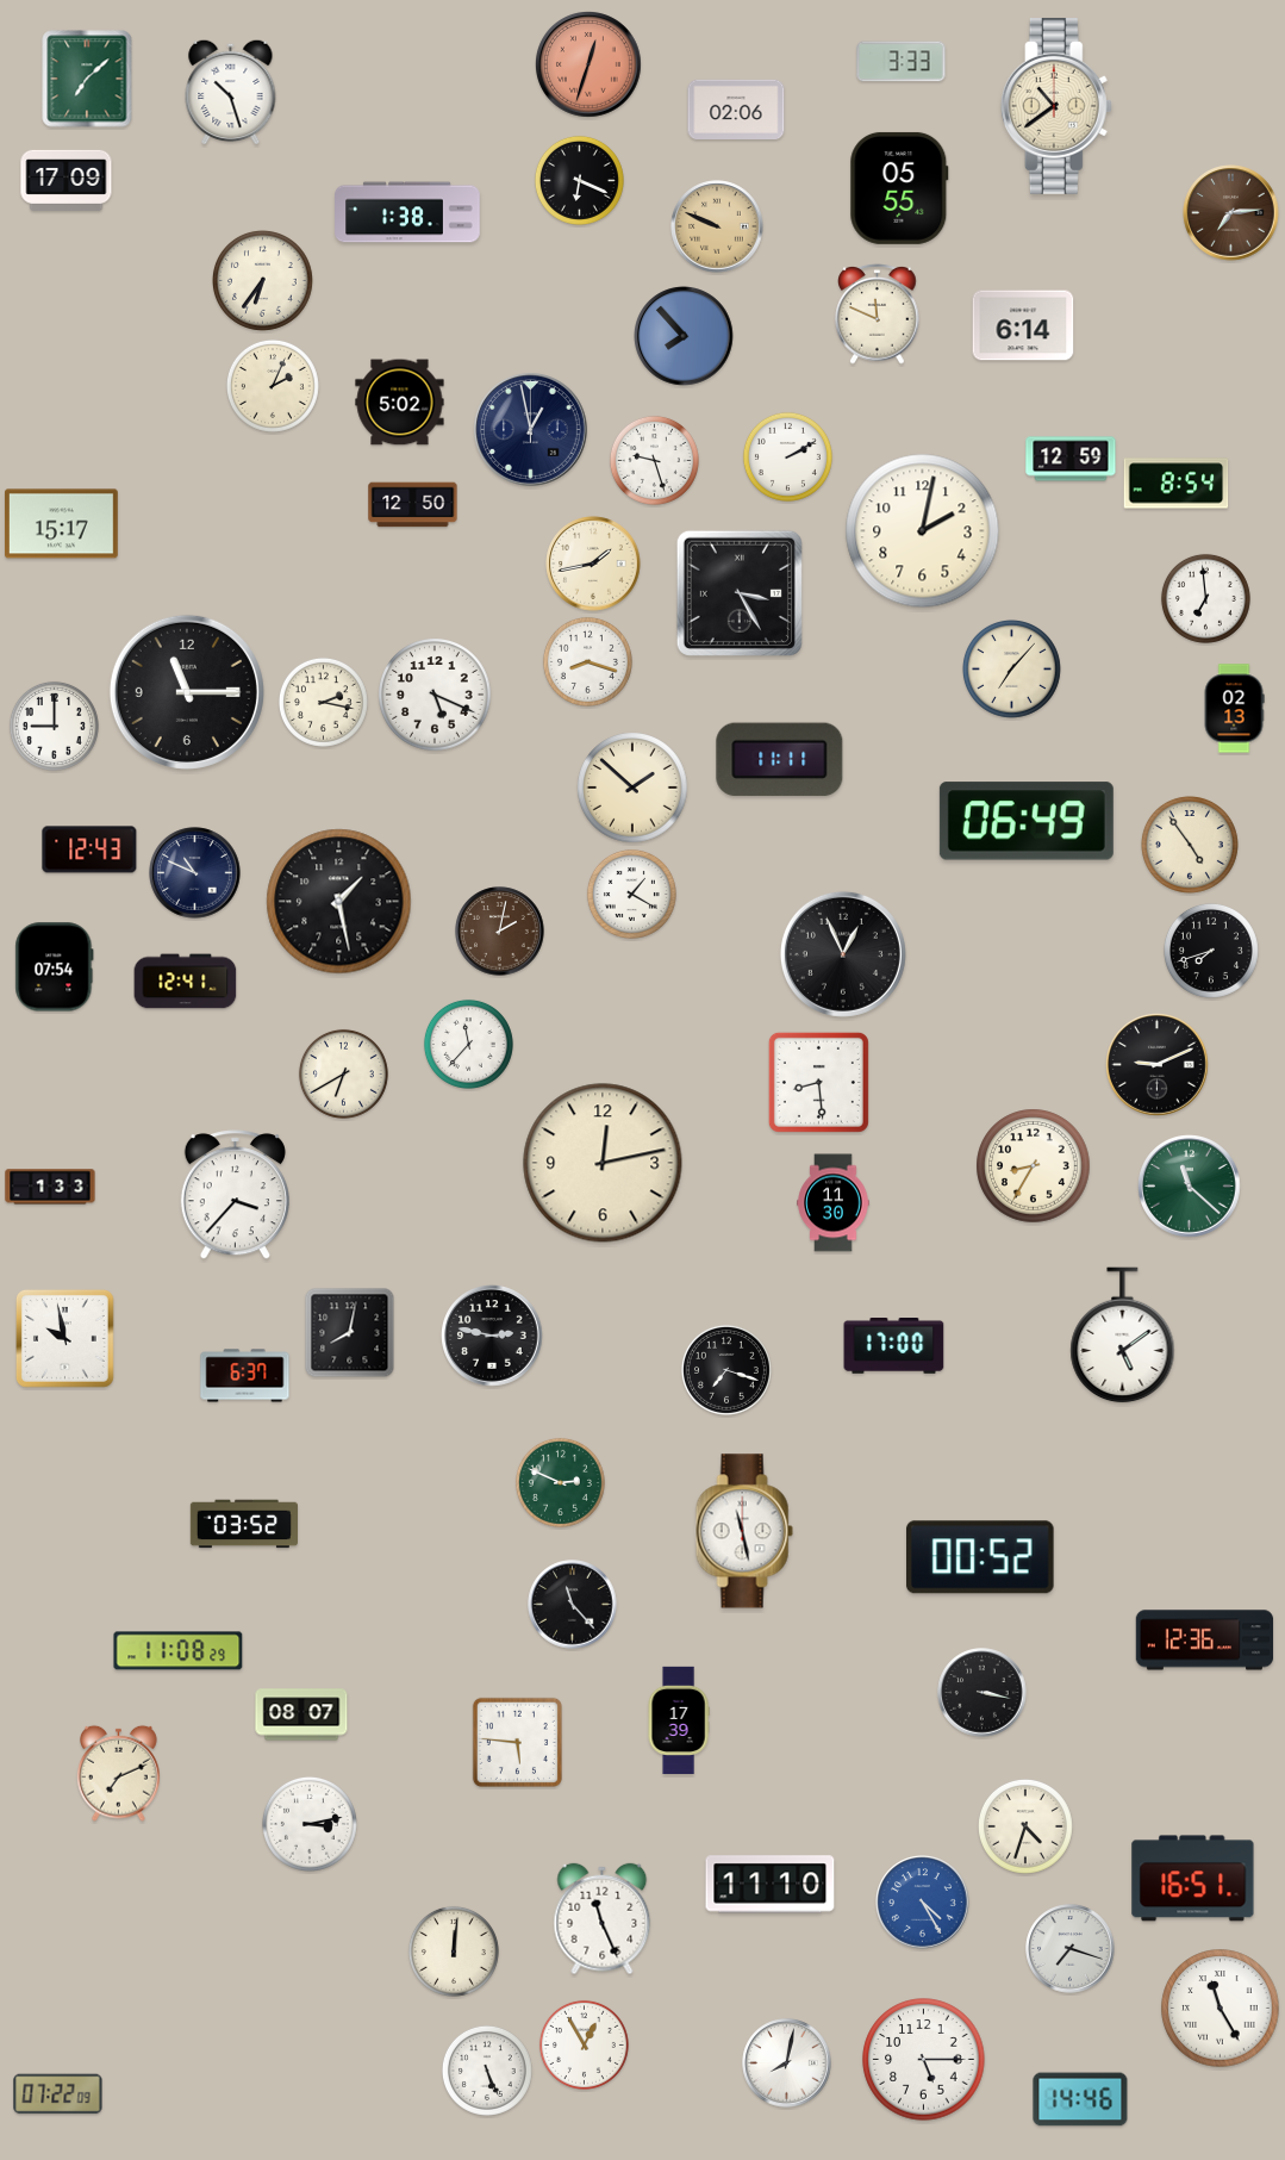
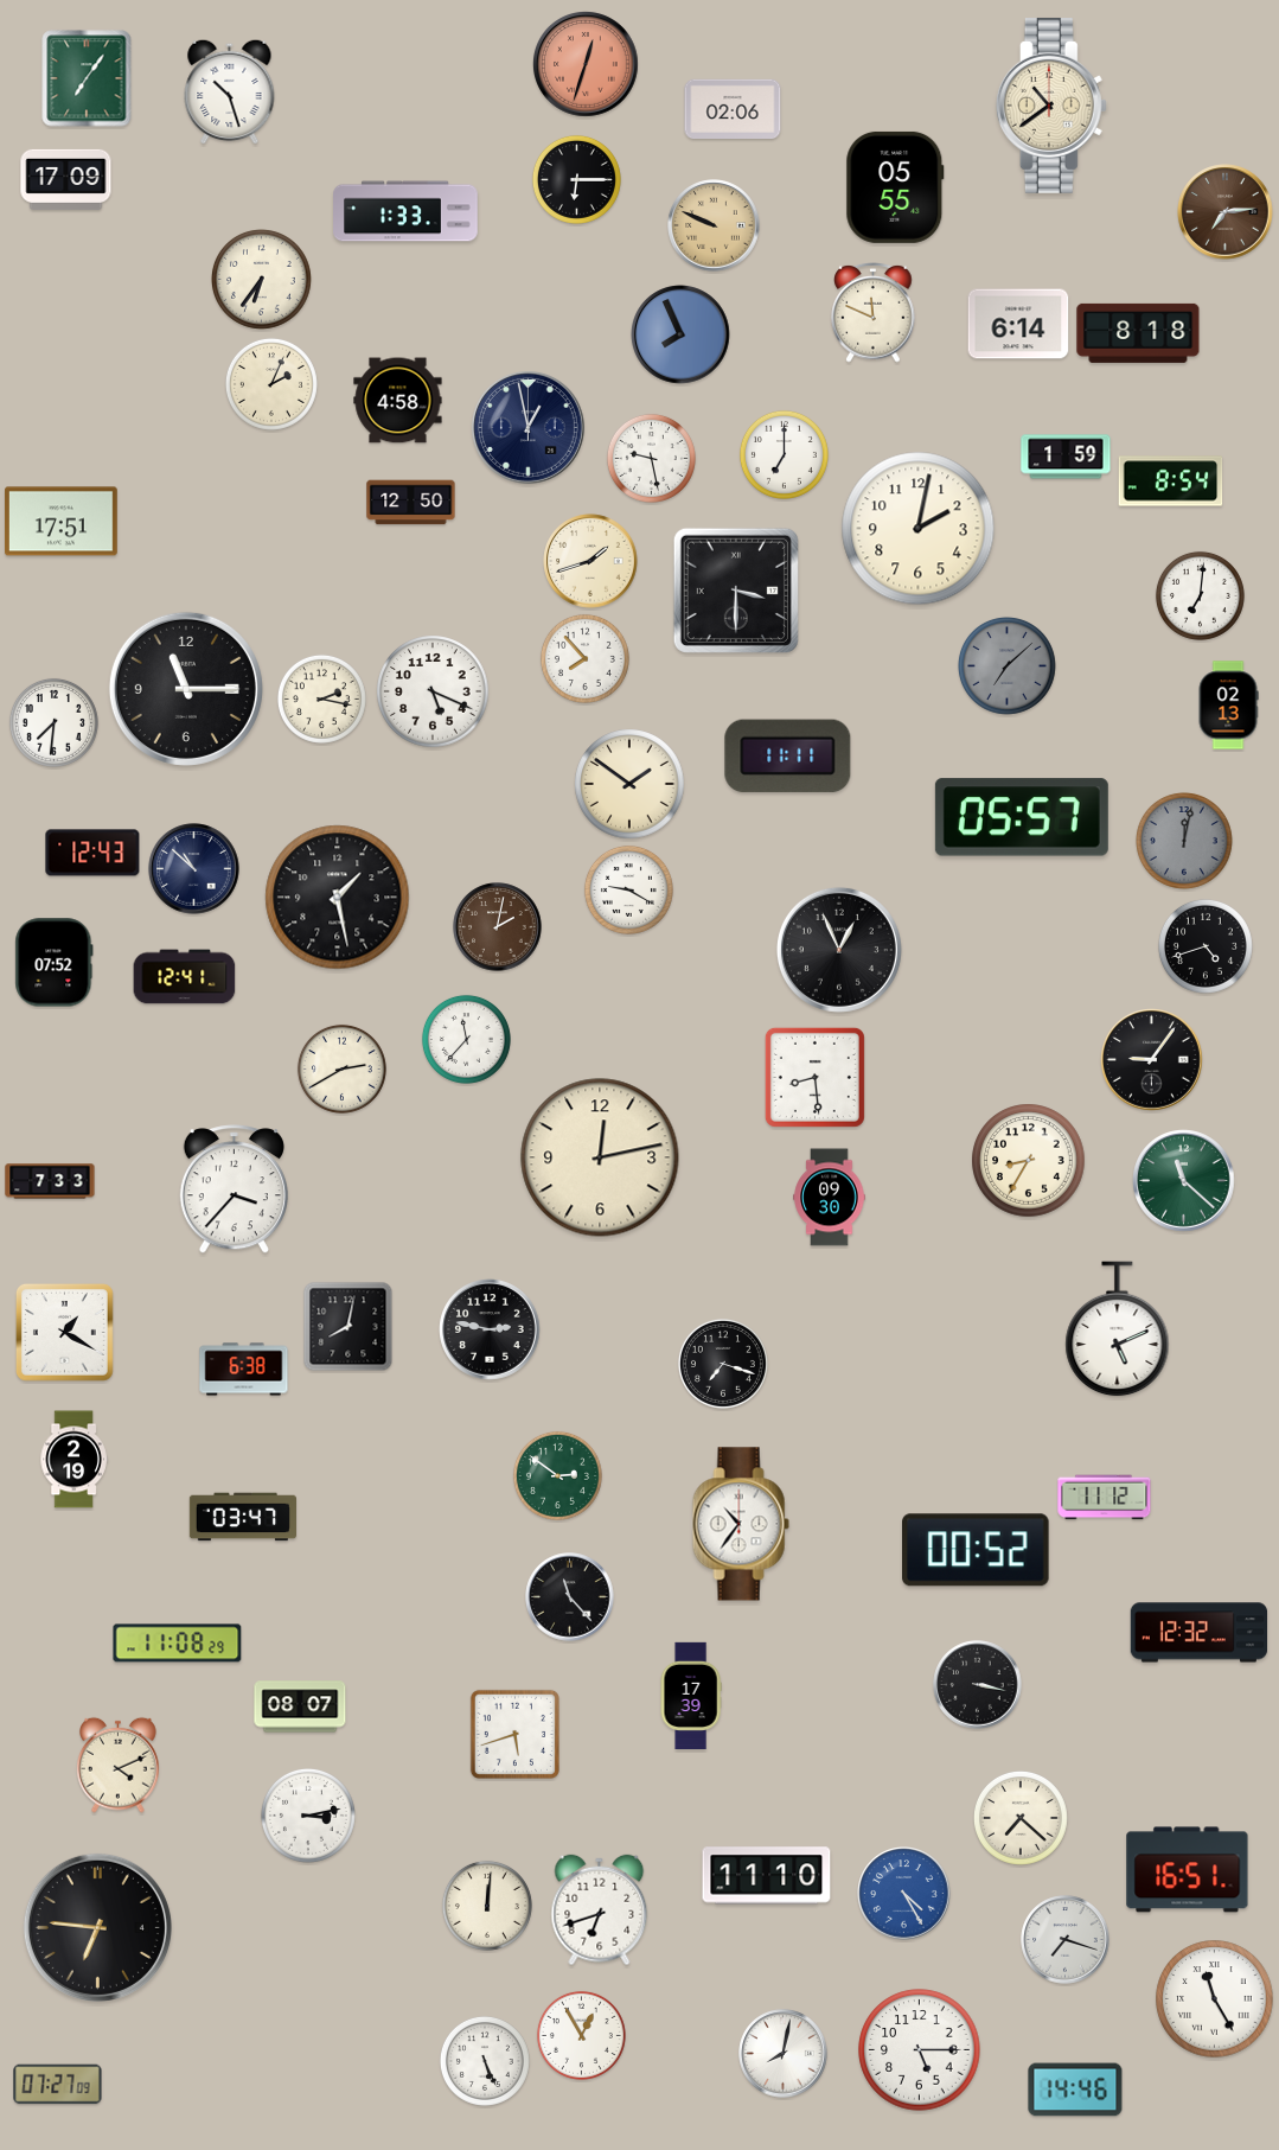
clock at (902, 62): 3:33 -> none
clock at (87, 79): 7:08 -> 7:06
clock at (579, 180): 6:19 -> 6:15
clock at (407, 212): 1:38 -> 1:33
clock at (1138, 333): none -> 8:18
clock at (684, 336): 7:53 -> 7:56
clock at (400, 403): 5:02 -> 4:58
clock at (787, 456): 2:10 -> 7:00
clock at (1071, 459): 12:59 -> 1:59
clock at (654, 460): 9:27 -> 9:28
clock at (62, 524): 15:17 -> 17:51
clock at (593, 564): 1:43 -> 1:42
clock at (740, 593): 3:25 -> 3:30
clock at (1205, 598): 6:59 -> 7:01
clock at (587, 661): 8:18 -> 7:53
clock at (1011, 668): 7:07 -> 7:08
clock at (1011, 668) dial: cream -> grey
clock at (54, 726): 9:00 -> 7:31
clock at (780, 760) position: (780, 760) -> (788, 757)
clock at (632, 788): 1:52 -> 1:51
clock at (1027, 821): 06:49 -> 05:57
clock at (1190, 845): 4:54 -> 12:02
clock at (1190, 845) dial: cream -> grey
clock at (89, 849) position: (89, 849) -> (92, 853)
clock at (195, 873): 10:49 -> 10:52
clock at (631, 894): 1:20 -> 9:20
clock at (1211, 951): 7:42 -> 4:42
clock at (55, 967): 07:54 -> 07:52
clock at (1158, 1065): 9:11 -> 9:06
clock at (343, 1073): 6:40 -> 2:40
clock at (50, 1187): 1:33 -> 7:33
clock at (834, 1203): 11:30 -> 09:30
clock at (1123, 1336): 5:09 -> 5:11
clock at (64, 1338): 9:58 -> 1:20
clock at (894, 1346): 17:00 -> none
clock at (245, 1376): 6:37 -> 6:38
clock at (73, 1460): none -> 2:19
clock at (560, 1482): 2:49 -> 2:51
clock at (1105, 1498): none -> 11:12
clock at (243, 1524): 03:52 -> 03:47
clock at (744, 1531): 11:28 -> 10:36
clock at (1205, 1641): 12:36 -> 12:32
clock at (679, 1719) position: (679, 1719) -> (691, 1695)
clock at (517, 1742): 5:46 -> 5:42
clock at (119, 1773): 7:11 -> 4:11
clock at (1025, 1826): 4:33 -> 7:22
clock at (923, 1903) position: (923, 1903) -> (904, 1894)
clock at (603, 1919): 11:26 -> 6:42
clock at (97, 1927): none -> 6:46
clock at (454, 1952) position: (454, 1952) -> (487, 1906)
clock at (58, 2094): 07:22 -> 07:27
